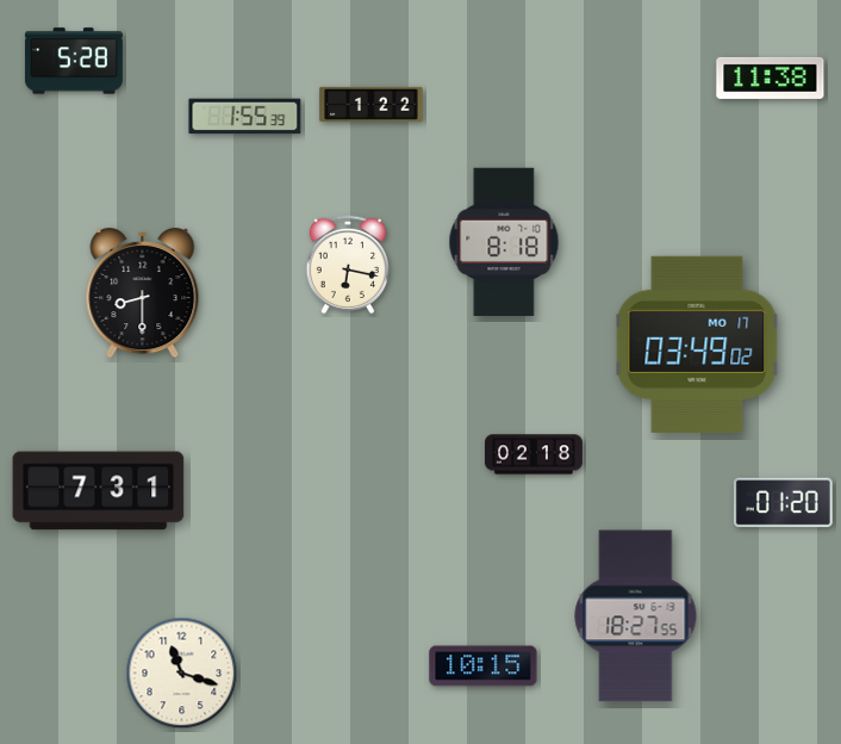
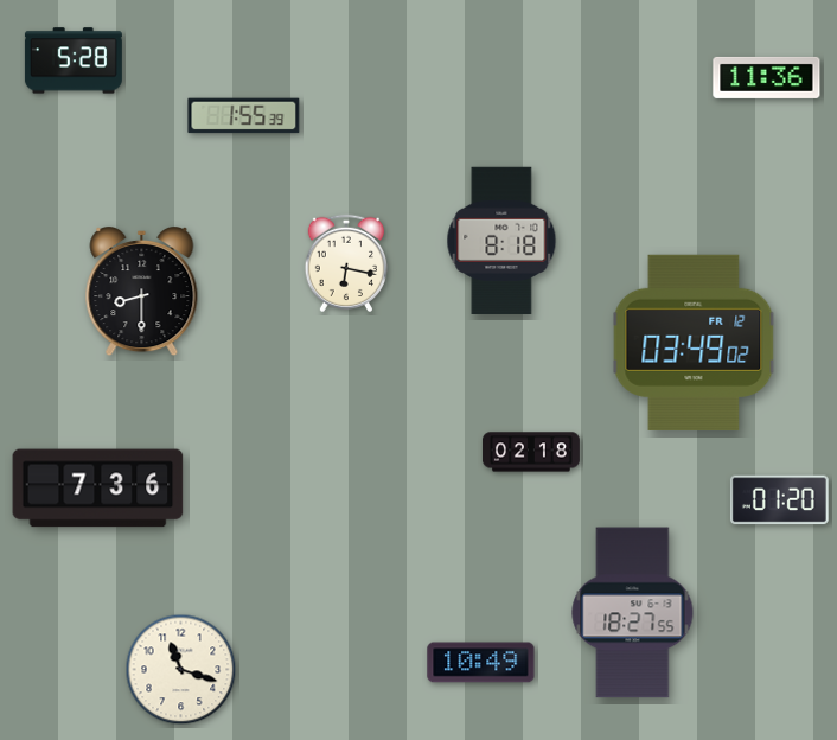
clock at (771, 77): 11:38 -> 11:36
clock at (372, 104): 1:22 -> none
clock at (697, 345) date: MO 17 -> FR 12
clock at (99, 491): 7:31 -> 7:36
clock at (484, 666): 10:15 -> 10:49
